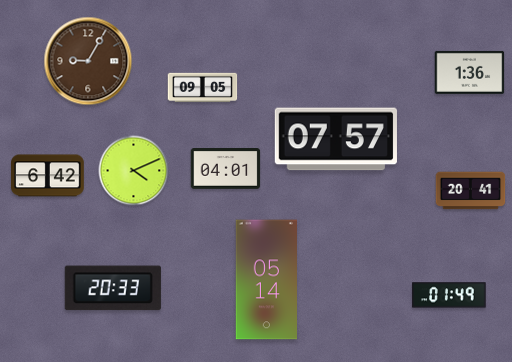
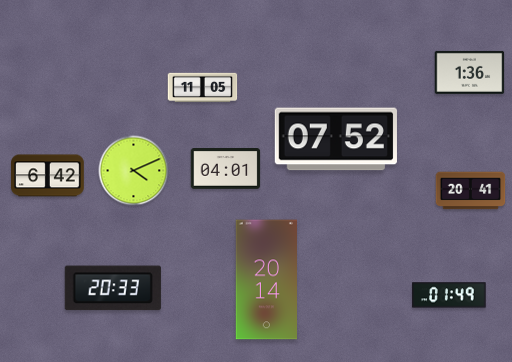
clock at (88, 61): 9:05 -> none
clock at (203, 88): 09:05 -> 11:05
clock at (336, 139): 07:57 -> 07:52
clock at (267, 280): 05:14 -> 20:14
